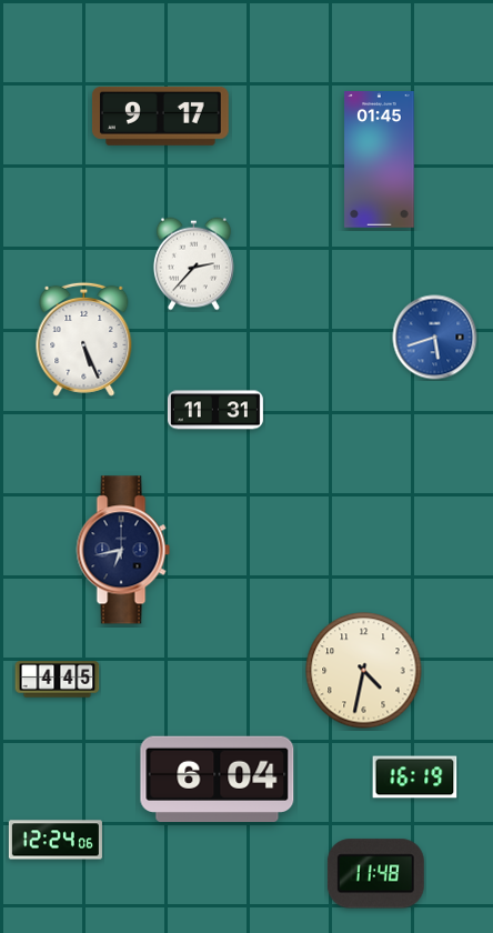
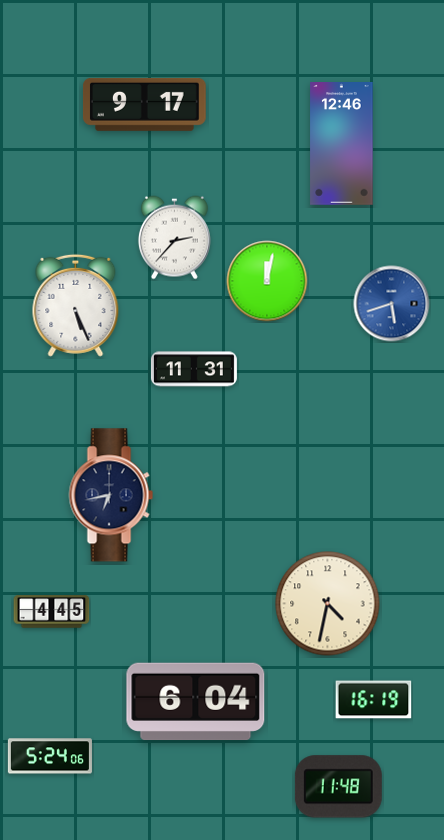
clock at (380, 160): 01:45 -> 12:46
clock at (267, 281): none -> 12:02
clock at (56, 840): 12:24 -> 5:24
